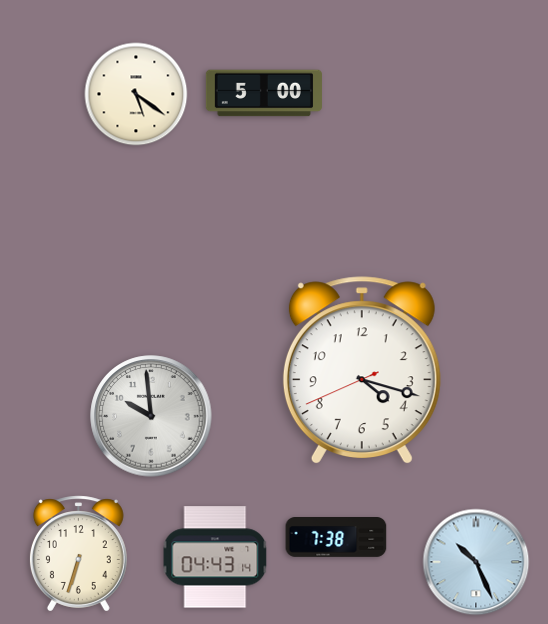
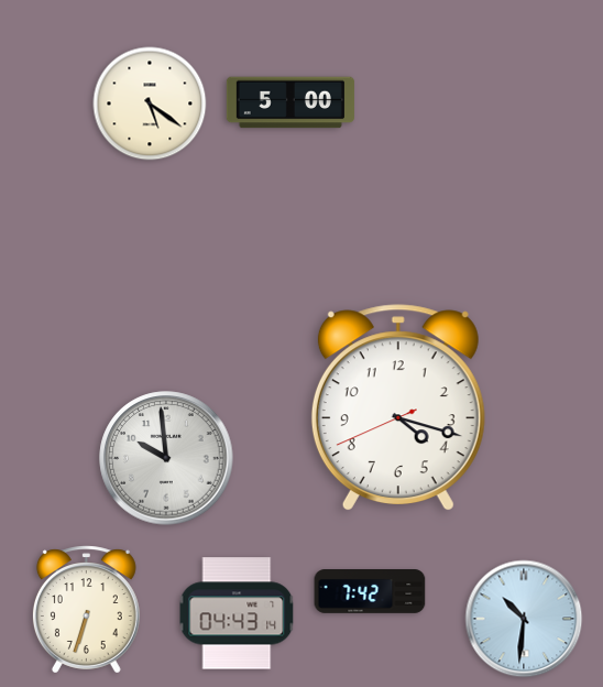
clock at (336, 538): 7:38 -> 7:42
clock at (476, 562): 10:26 -> 10:31
